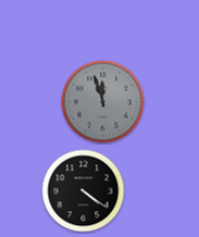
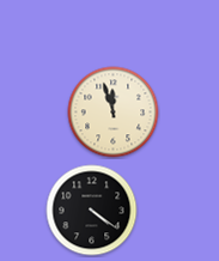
clock at (103, 102) dial: grey -> cream
